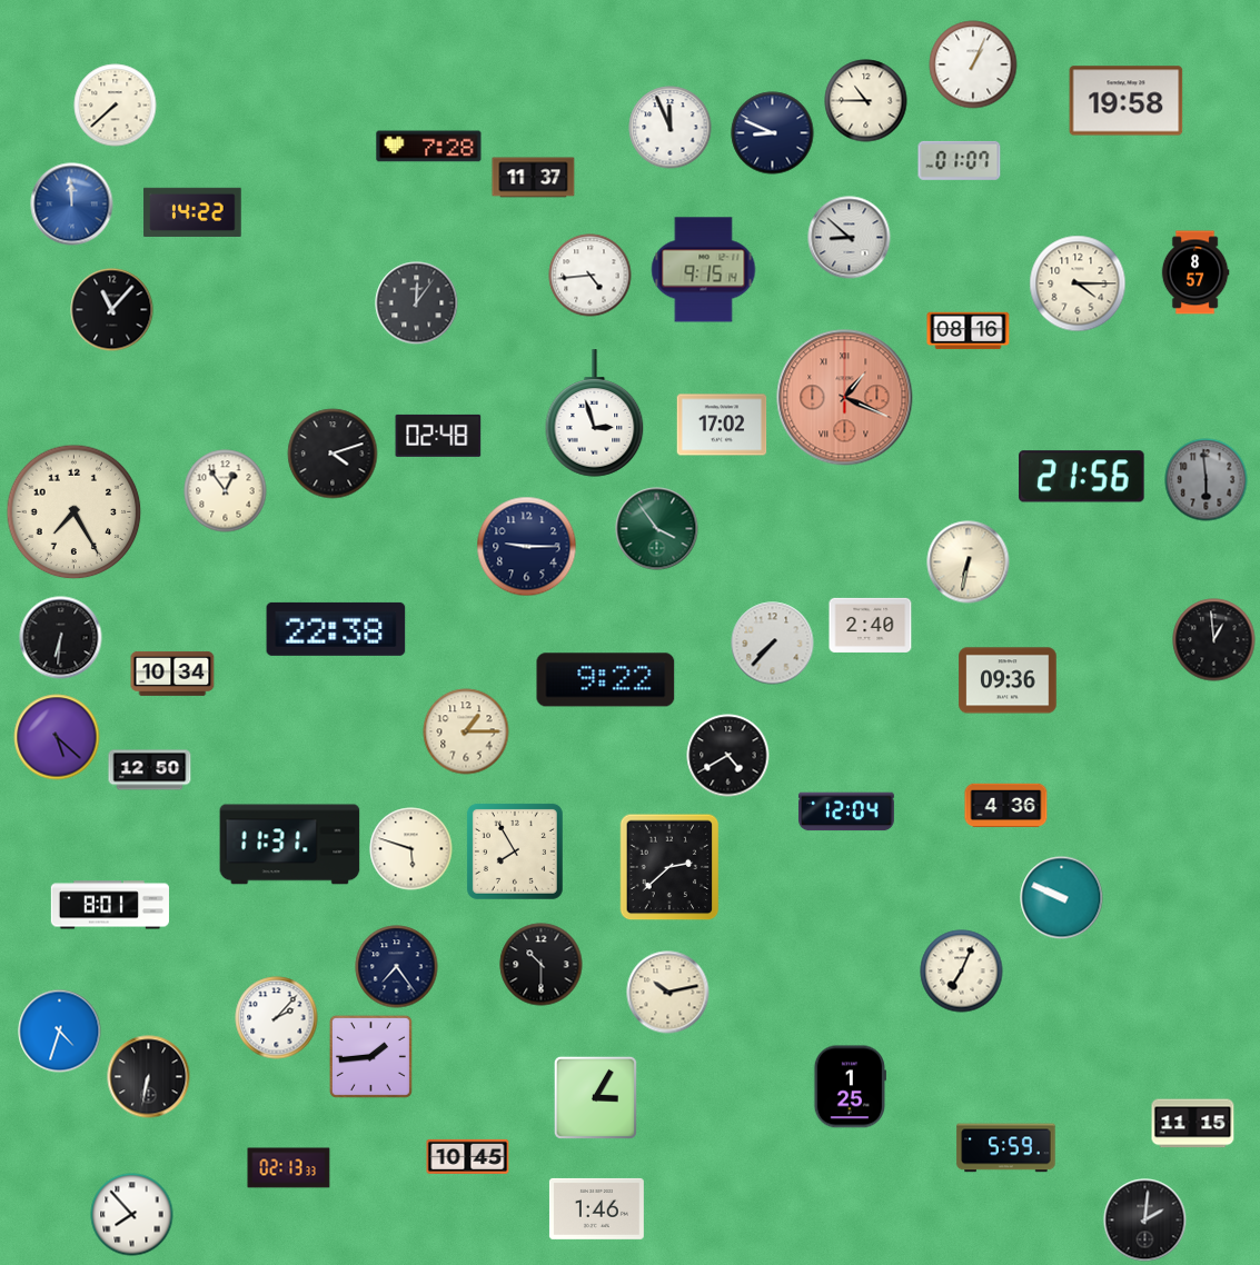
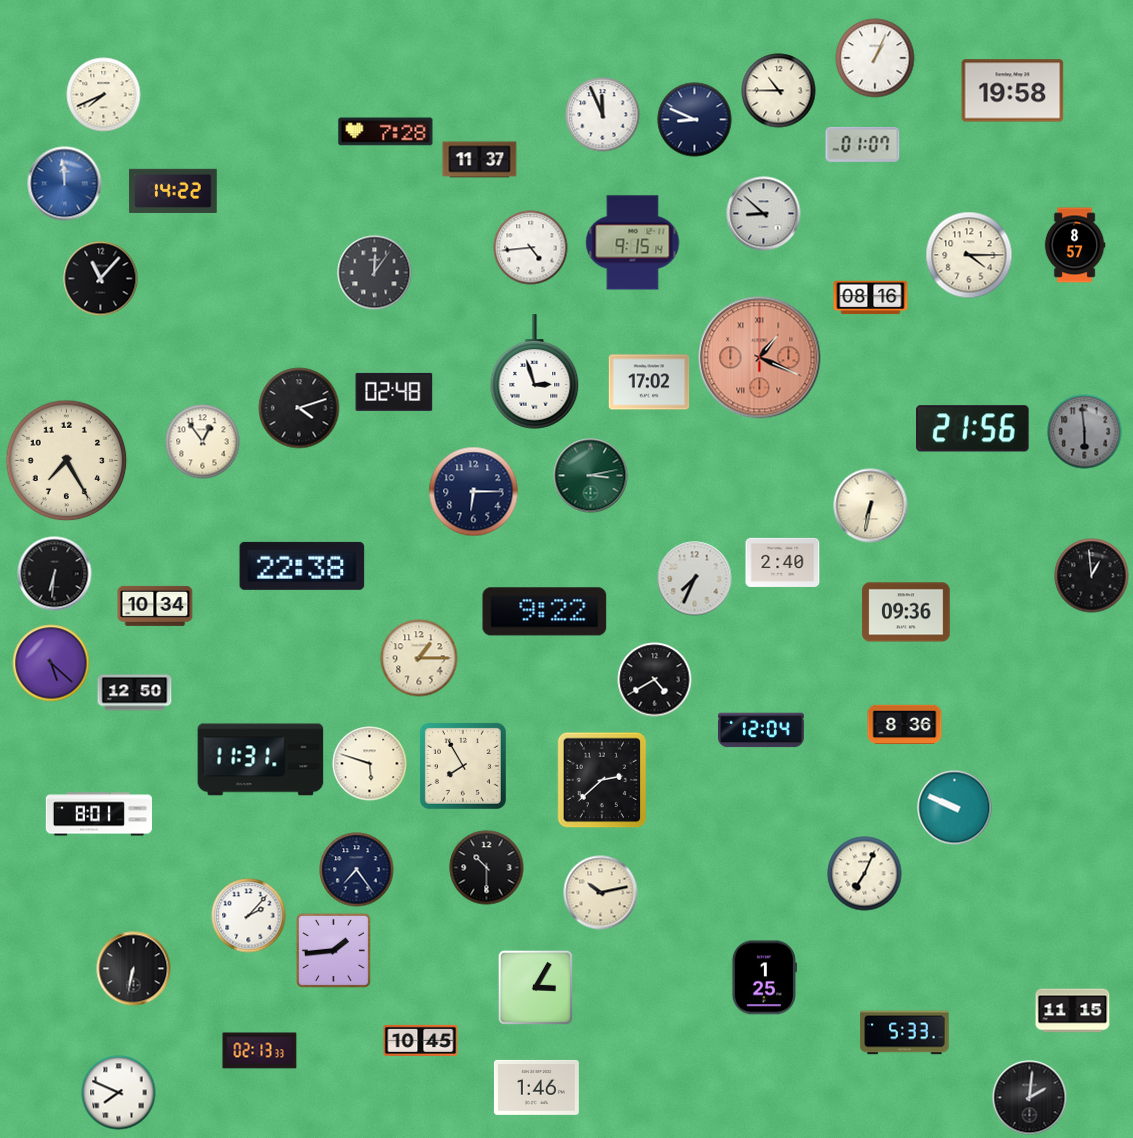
clock at (116, 106): 7:38 -> 7:41
clock at (657, 529): 3:54 -> 3:13
clock at (527, 547): 9:15 -> 6:15
clock at (773, 644): 7:37 -> 7:34
clock at (1006, 806): 4:36 -> 8:36
clock at (60, 1032): 4:33 -> none
clock at (1006, 1148): 5:59 -> 5:33
clock at (132, 1215): 7:53 -> 7:49
